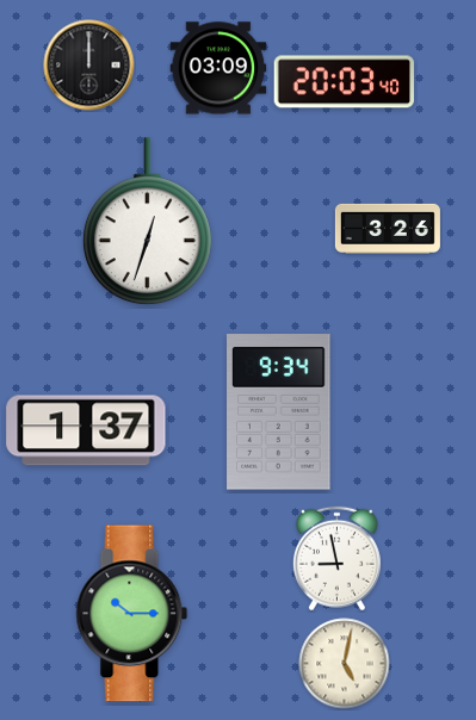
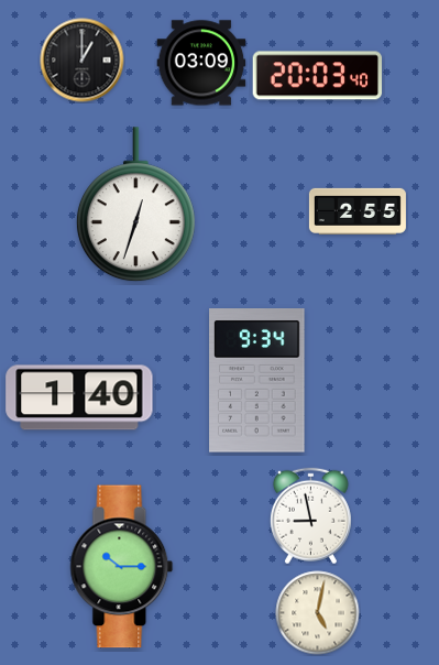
clock at (89, 66): 12:00 -> 1:00
clock at (388, 229): 3:26 -> 2:55
clock at (86, 430): 1:37 -> 1:40
